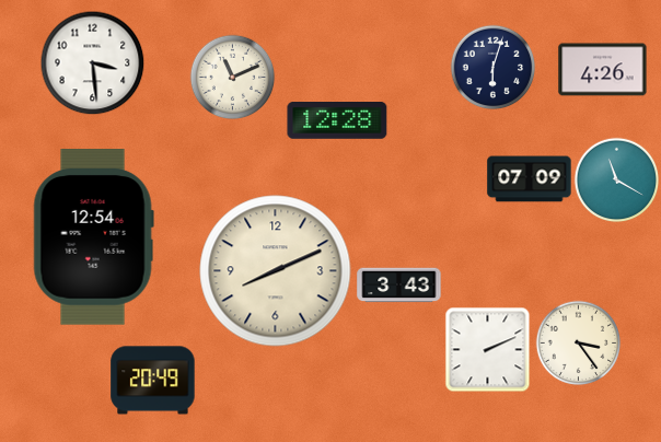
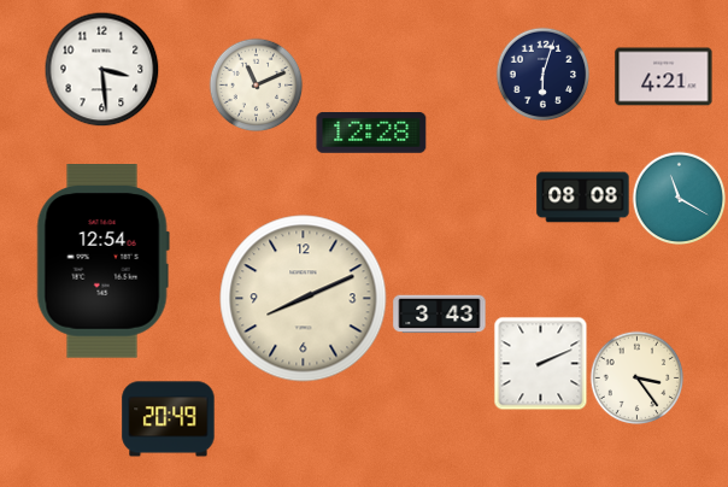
clock at (603, 70): 4:26 -> 4:21
clock at (530, 179): 07:09 -> 08:08
clock at (487, 349) position: (487, 349) -> (540, 363)
